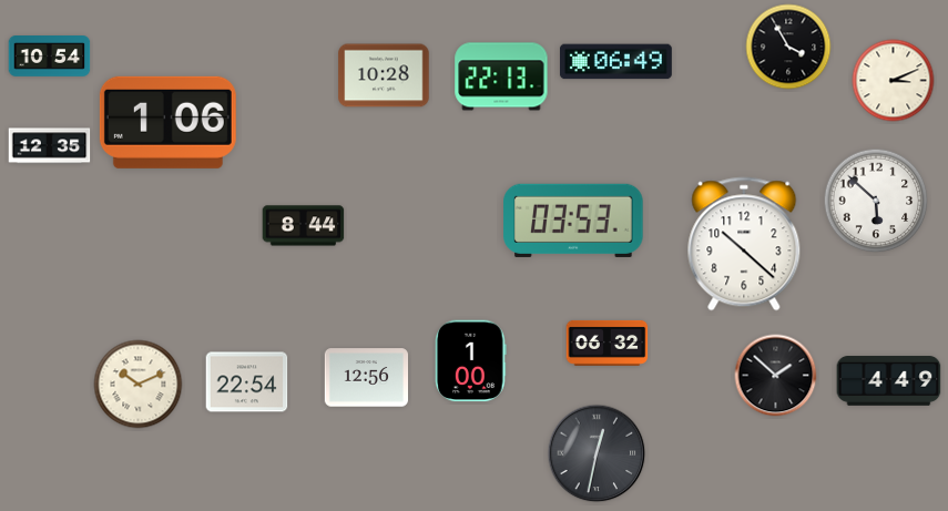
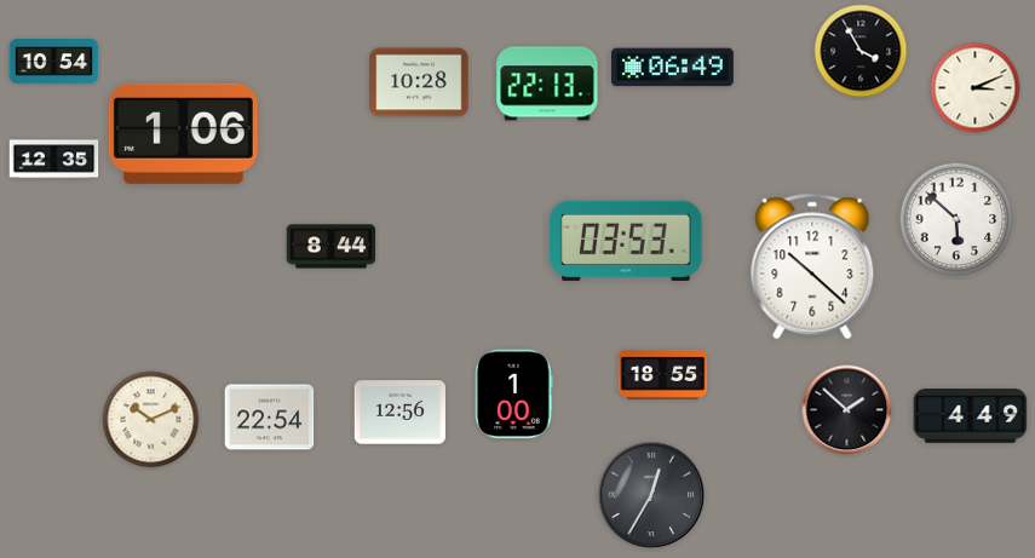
clock at (608, 343): 06:32 -> 18:55
clock at (597, 453): 12:32 -> 12:35
